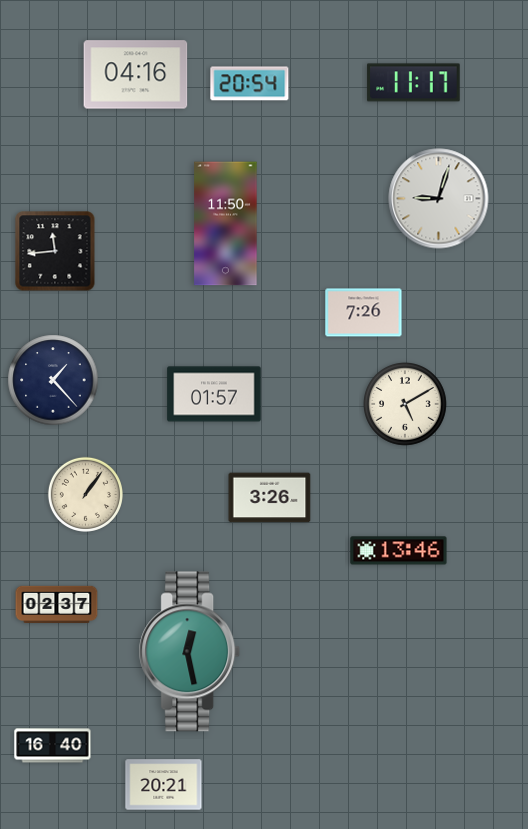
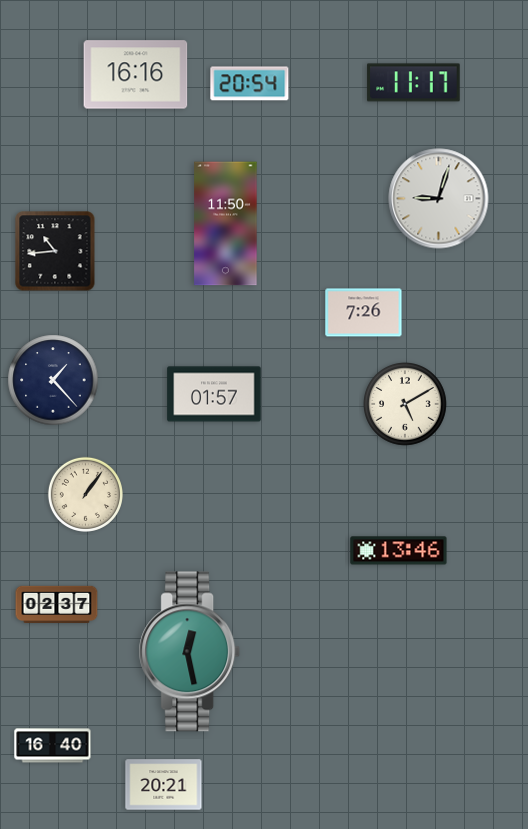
clock at (136, 75): 04:16 -> 16:16
clock at (55, 251): 11:44 -> 10:44
clock at (270, 498): 3:26 -> none
